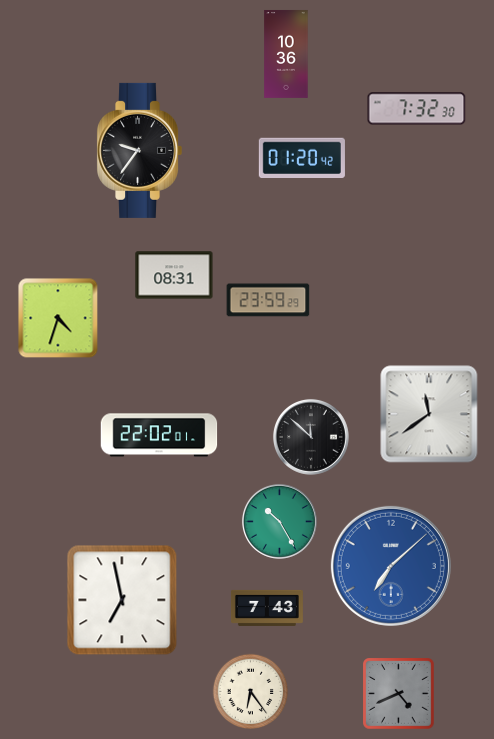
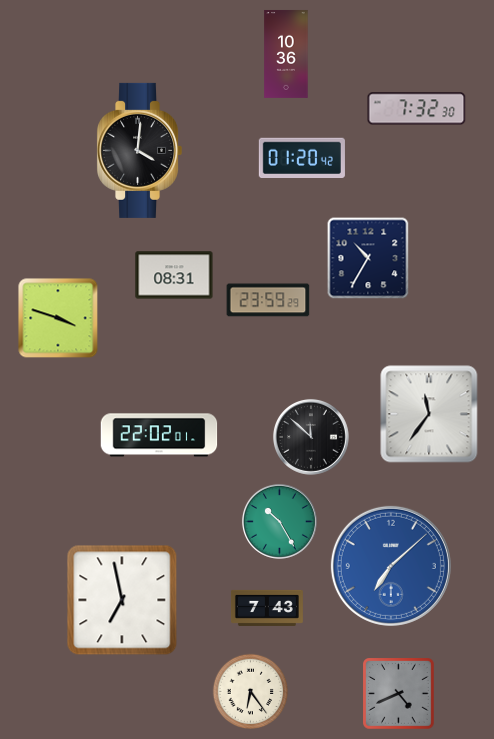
clock at (140, 150): 9:36 -> 4:01
clock at (368, 258): none -> 10:35
clock at (58, 318): 4:33 -> 3:48
clock at (429, 414): 11:39 -> 11:36
